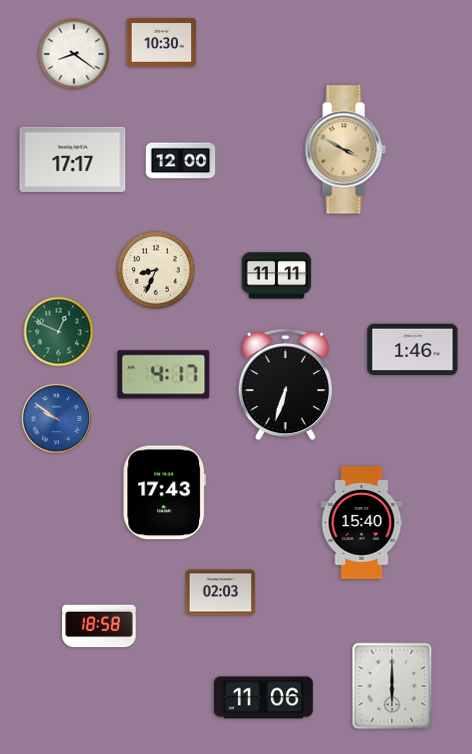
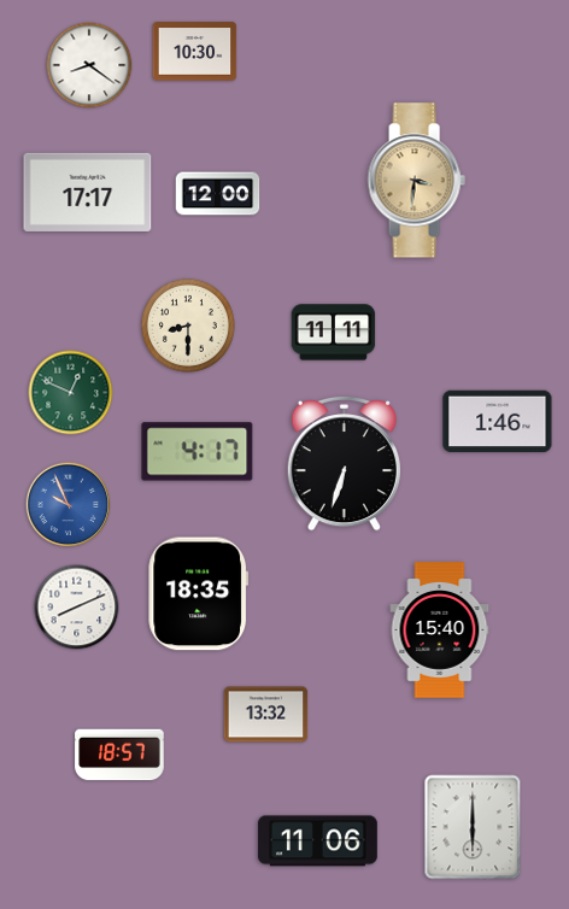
clock at (345, 150): 3:50 -> 3:31
clock at (156, 270): 8:34 -> 8:30
clock at (59, 332) position: (59, 332) -> (71, 393)
clock at (57, 419): 9:51 -> 9:56
clock at (165, 493): 17:43 -> 18:35
clock at (77, 608): none -> 8:11
clock at (362, 523) position: (362, 523) -> (440, 631)
clock at (221, 593): 02:03 -> 13:32
clock at (99, 626): 18:58 -> 18:57
